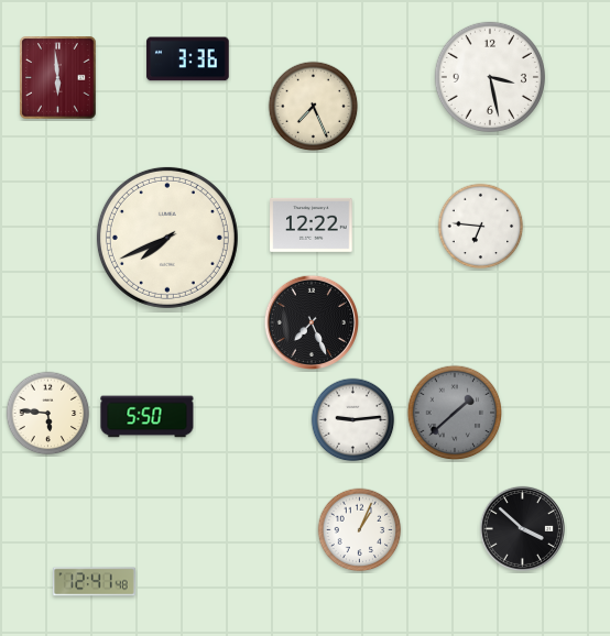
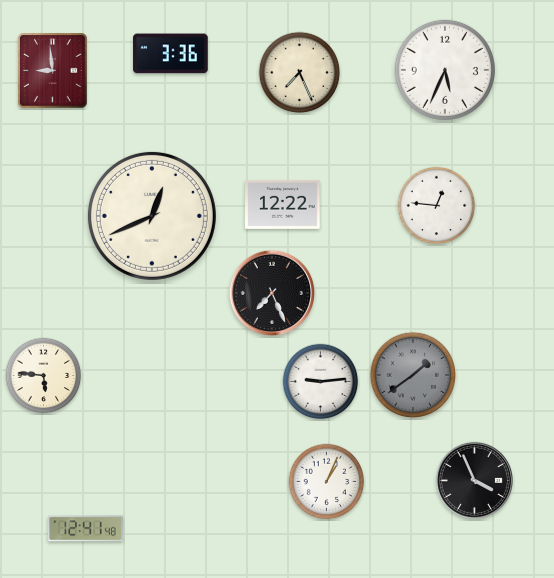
clock at (490, 77): 3:28 -> 5:34
clock at (58, 78): 5:59 -> 8:59
clock at (314, 107) position: (314, 107) -> (300, 73)
clock at (481, 227): 6:46 -> 12:46
clock at (167, 238): 7:41 -> 12:41
clock at (311, 321) position: (311, 321) -> (271, 292)
clock at (455, 413): 1:38 -> 1:39
clock at (148, 417): 5:50 -> none
clock at (522, 528): 3:52 -> 3:56
